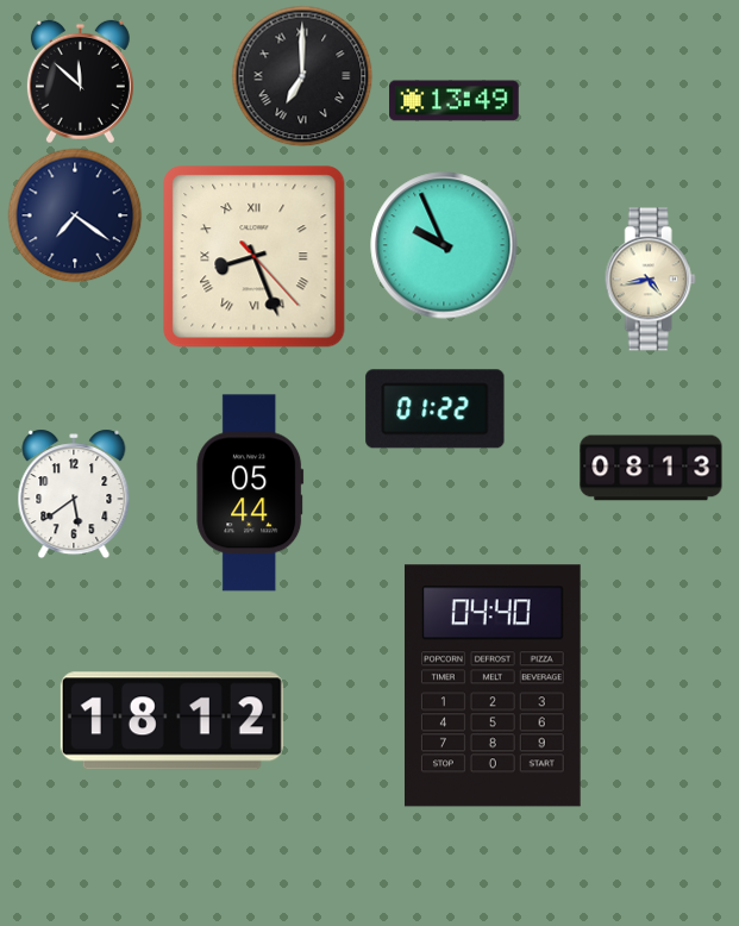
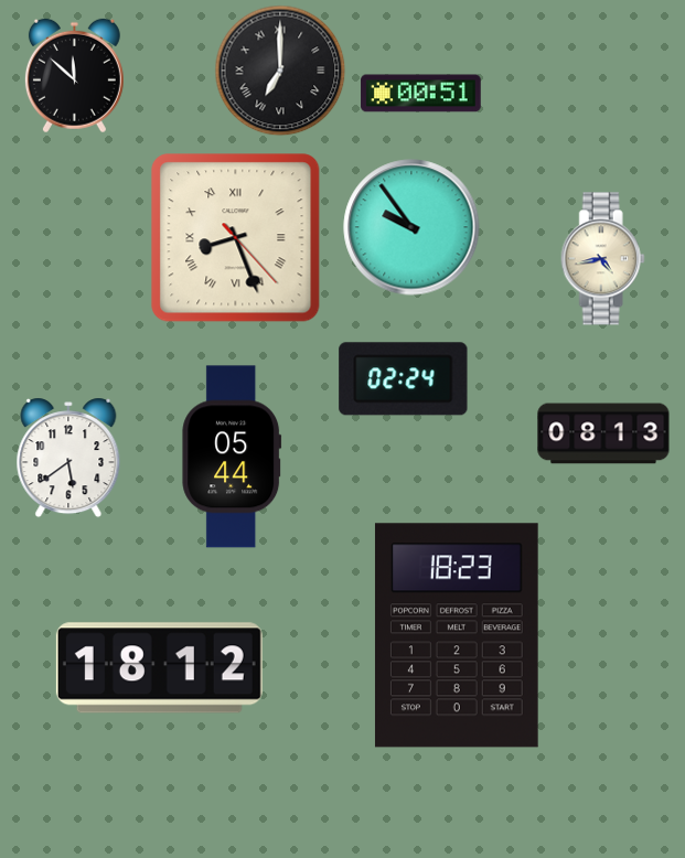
clock at (455, 101): 13:49 -> 00:51
clock at (75, 215): 7:21 -> none
clock at (444, 245): 9:56 -> 9:54
clock at (436, 409): 01:22 -> 02:24
clock at (493, 686): 04:40 -> 18:23
